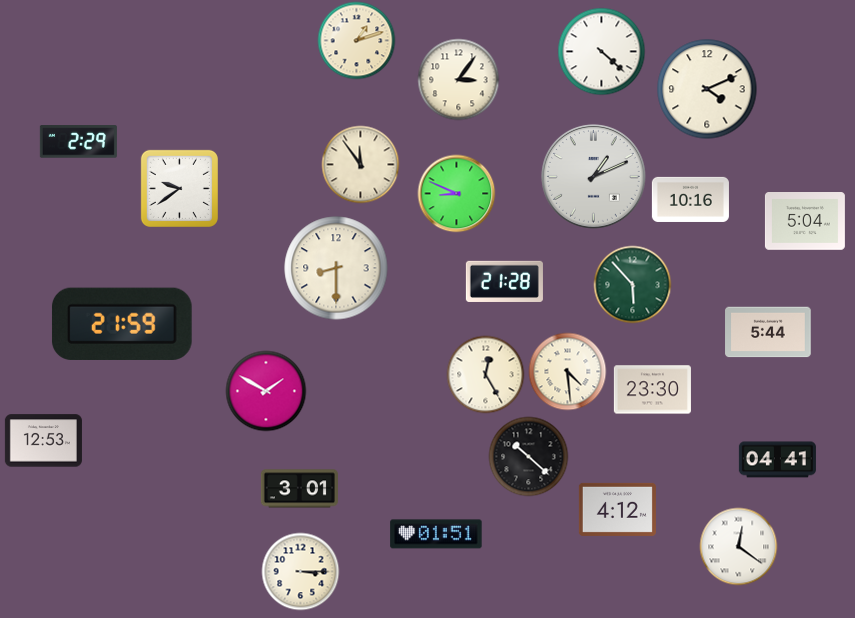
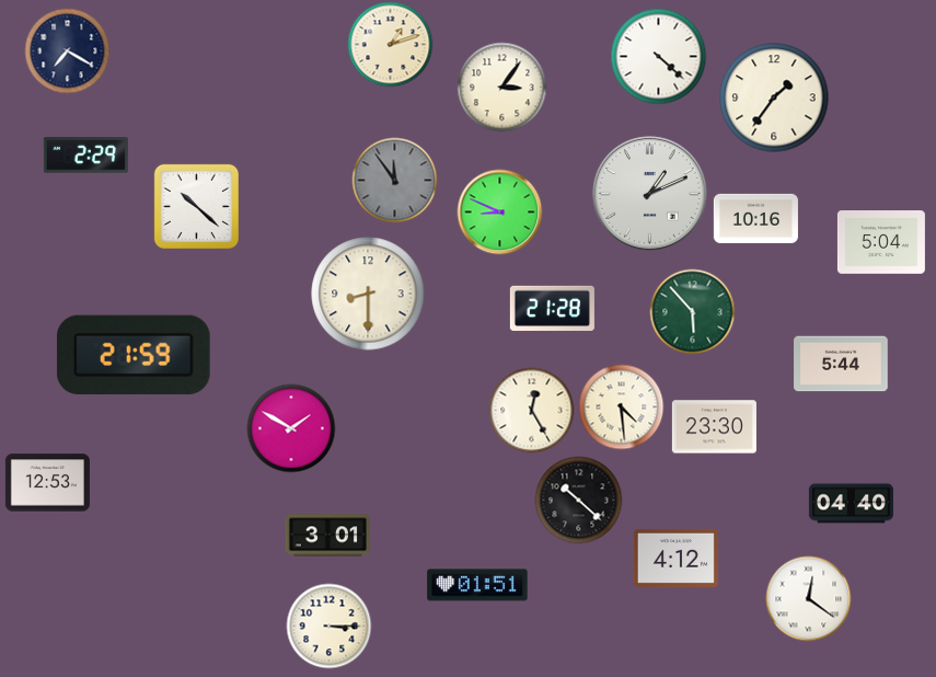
clock at (67, 50): none -> 7:20
clock at (707, 89): 4:11 -> 1:36
clock at (360, 164) dial: cream -> grey
clock at (179, 188): 9:39 -> 10:22
clock at (777, 460): 04:41 -> 04:40
